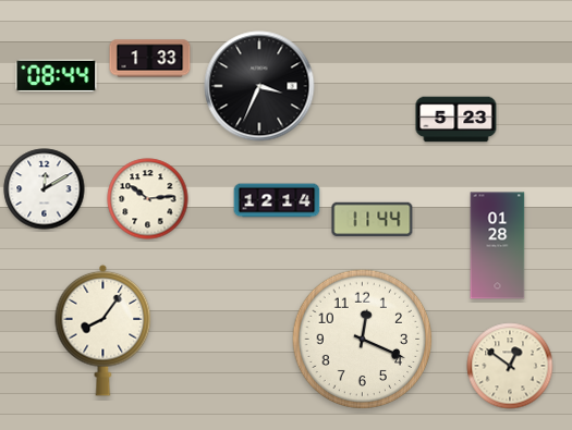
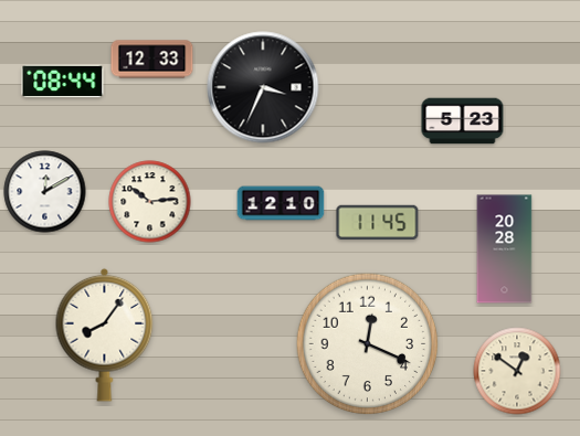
clock at (150, 59): 1:33 -> 12:33
clock at (57, 76) position: (57, 76) -> (63, 82)
clock at (277, 200): 12:14 -> 12:10
clock at (373, 219): 11:44 -> 11:45
clock at (498, 246): 01:28 -> 20:28
